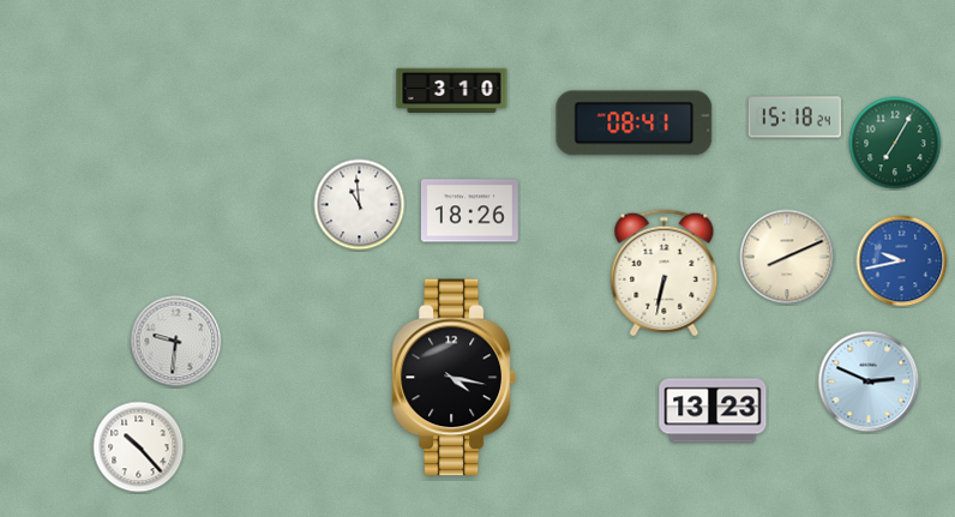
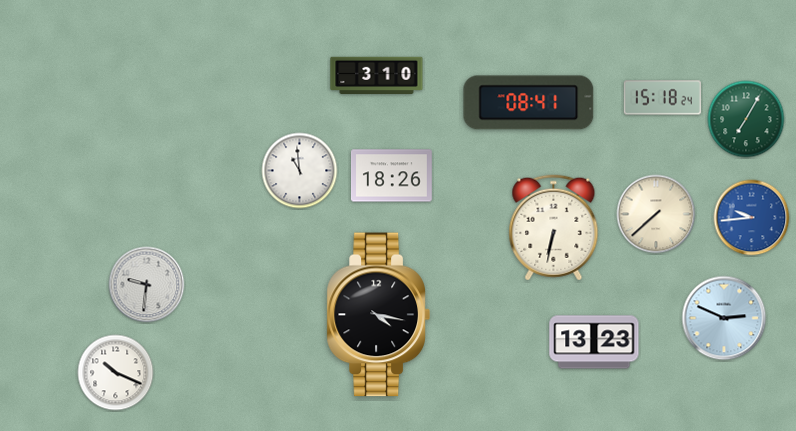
clock at (787, 257): 8:11 -> 7:38
clock at (902, 261): 9:43 -> 9:44
clock at (139, 447): 10:23 -> 10:19
